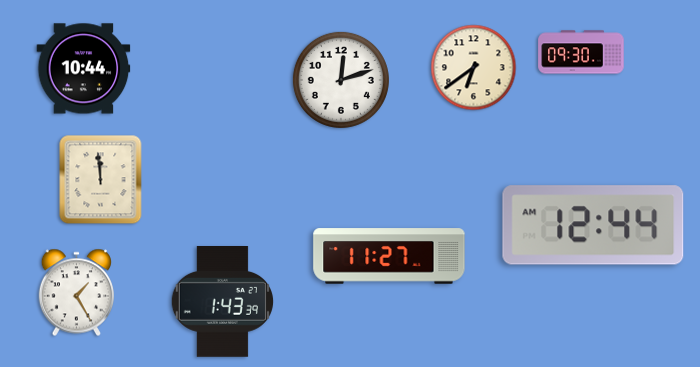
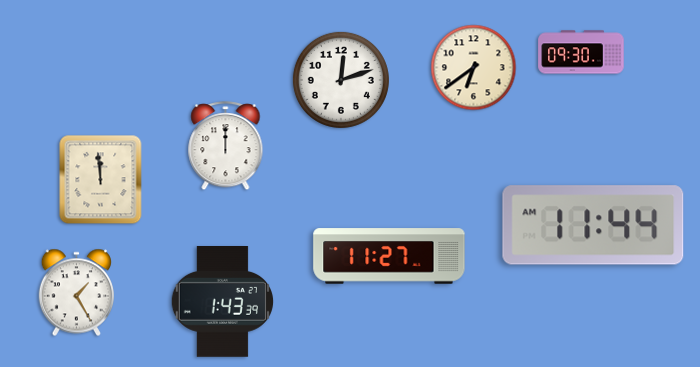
clock at (84, 69): 10:44 -> none
clock at (226, 146): none -> 12:00
clock at (593, 225): 12:44 -> 11:44
